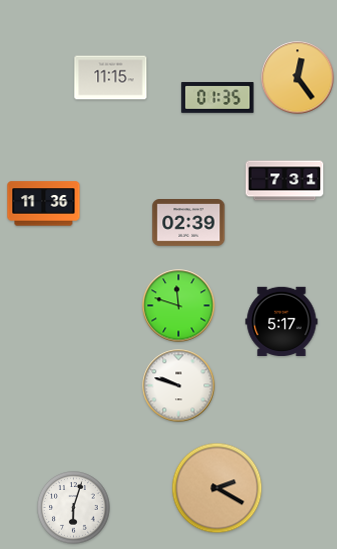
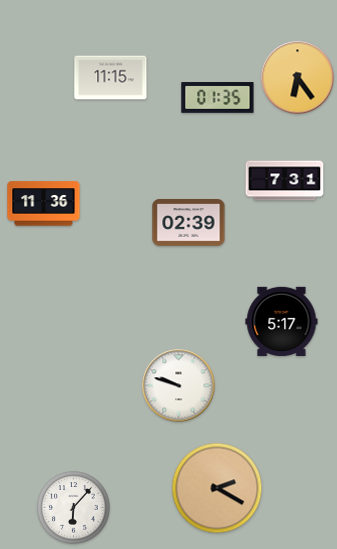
clock at (298, 78): 12:24 -> 6:24
clock at (179, 306): 11:48 -> none
clock at (74, 508): 6:03 -> 6:07
